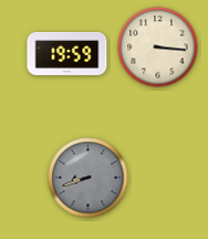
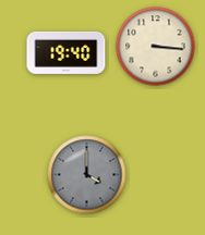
clock at (67, 53): 19:59 -> 19:40
clock at (89, 178): 8:42 -> 4:00
